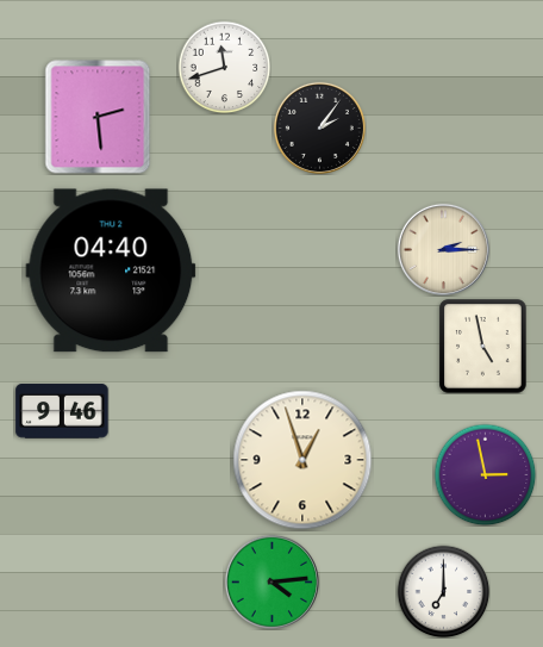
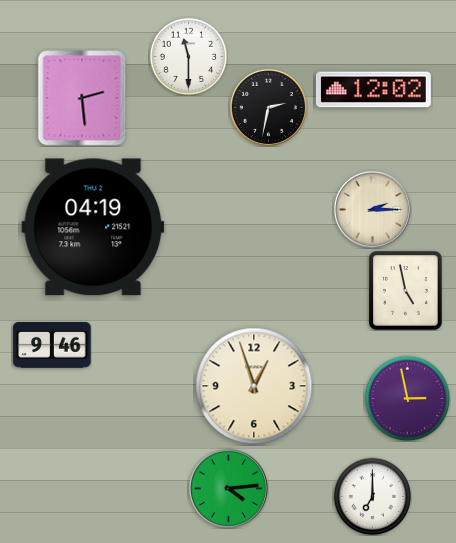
clock at (224, 67): 11:42 -> 11:30
clock at (373, 90): none -> 12:02
clock at (319, 127): 2:06 -> 2:32
clock at (111, 270): 04:40 -> 04:19
